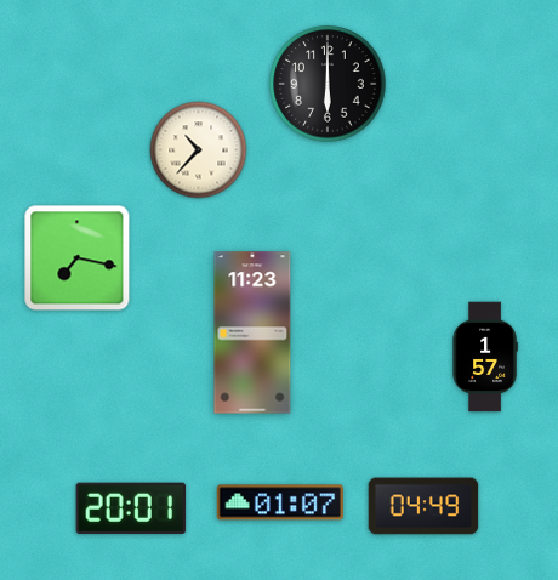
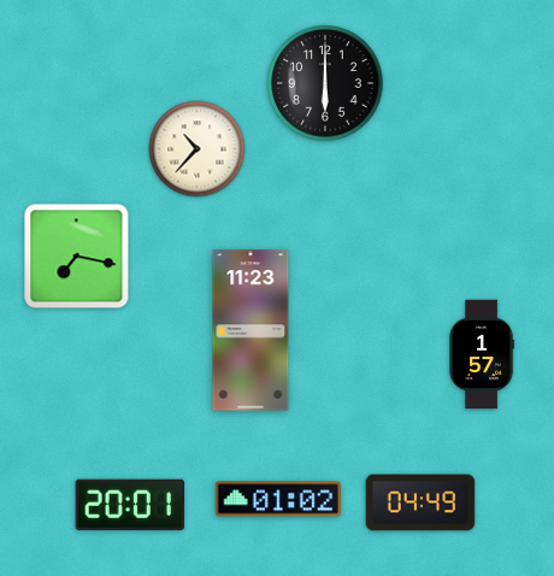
clock at (280, 502): 01:07 -> 01:02
